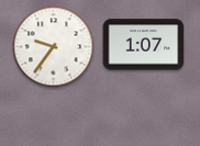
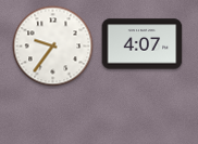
clock at (144, 45): 1:07 -> 4:07
